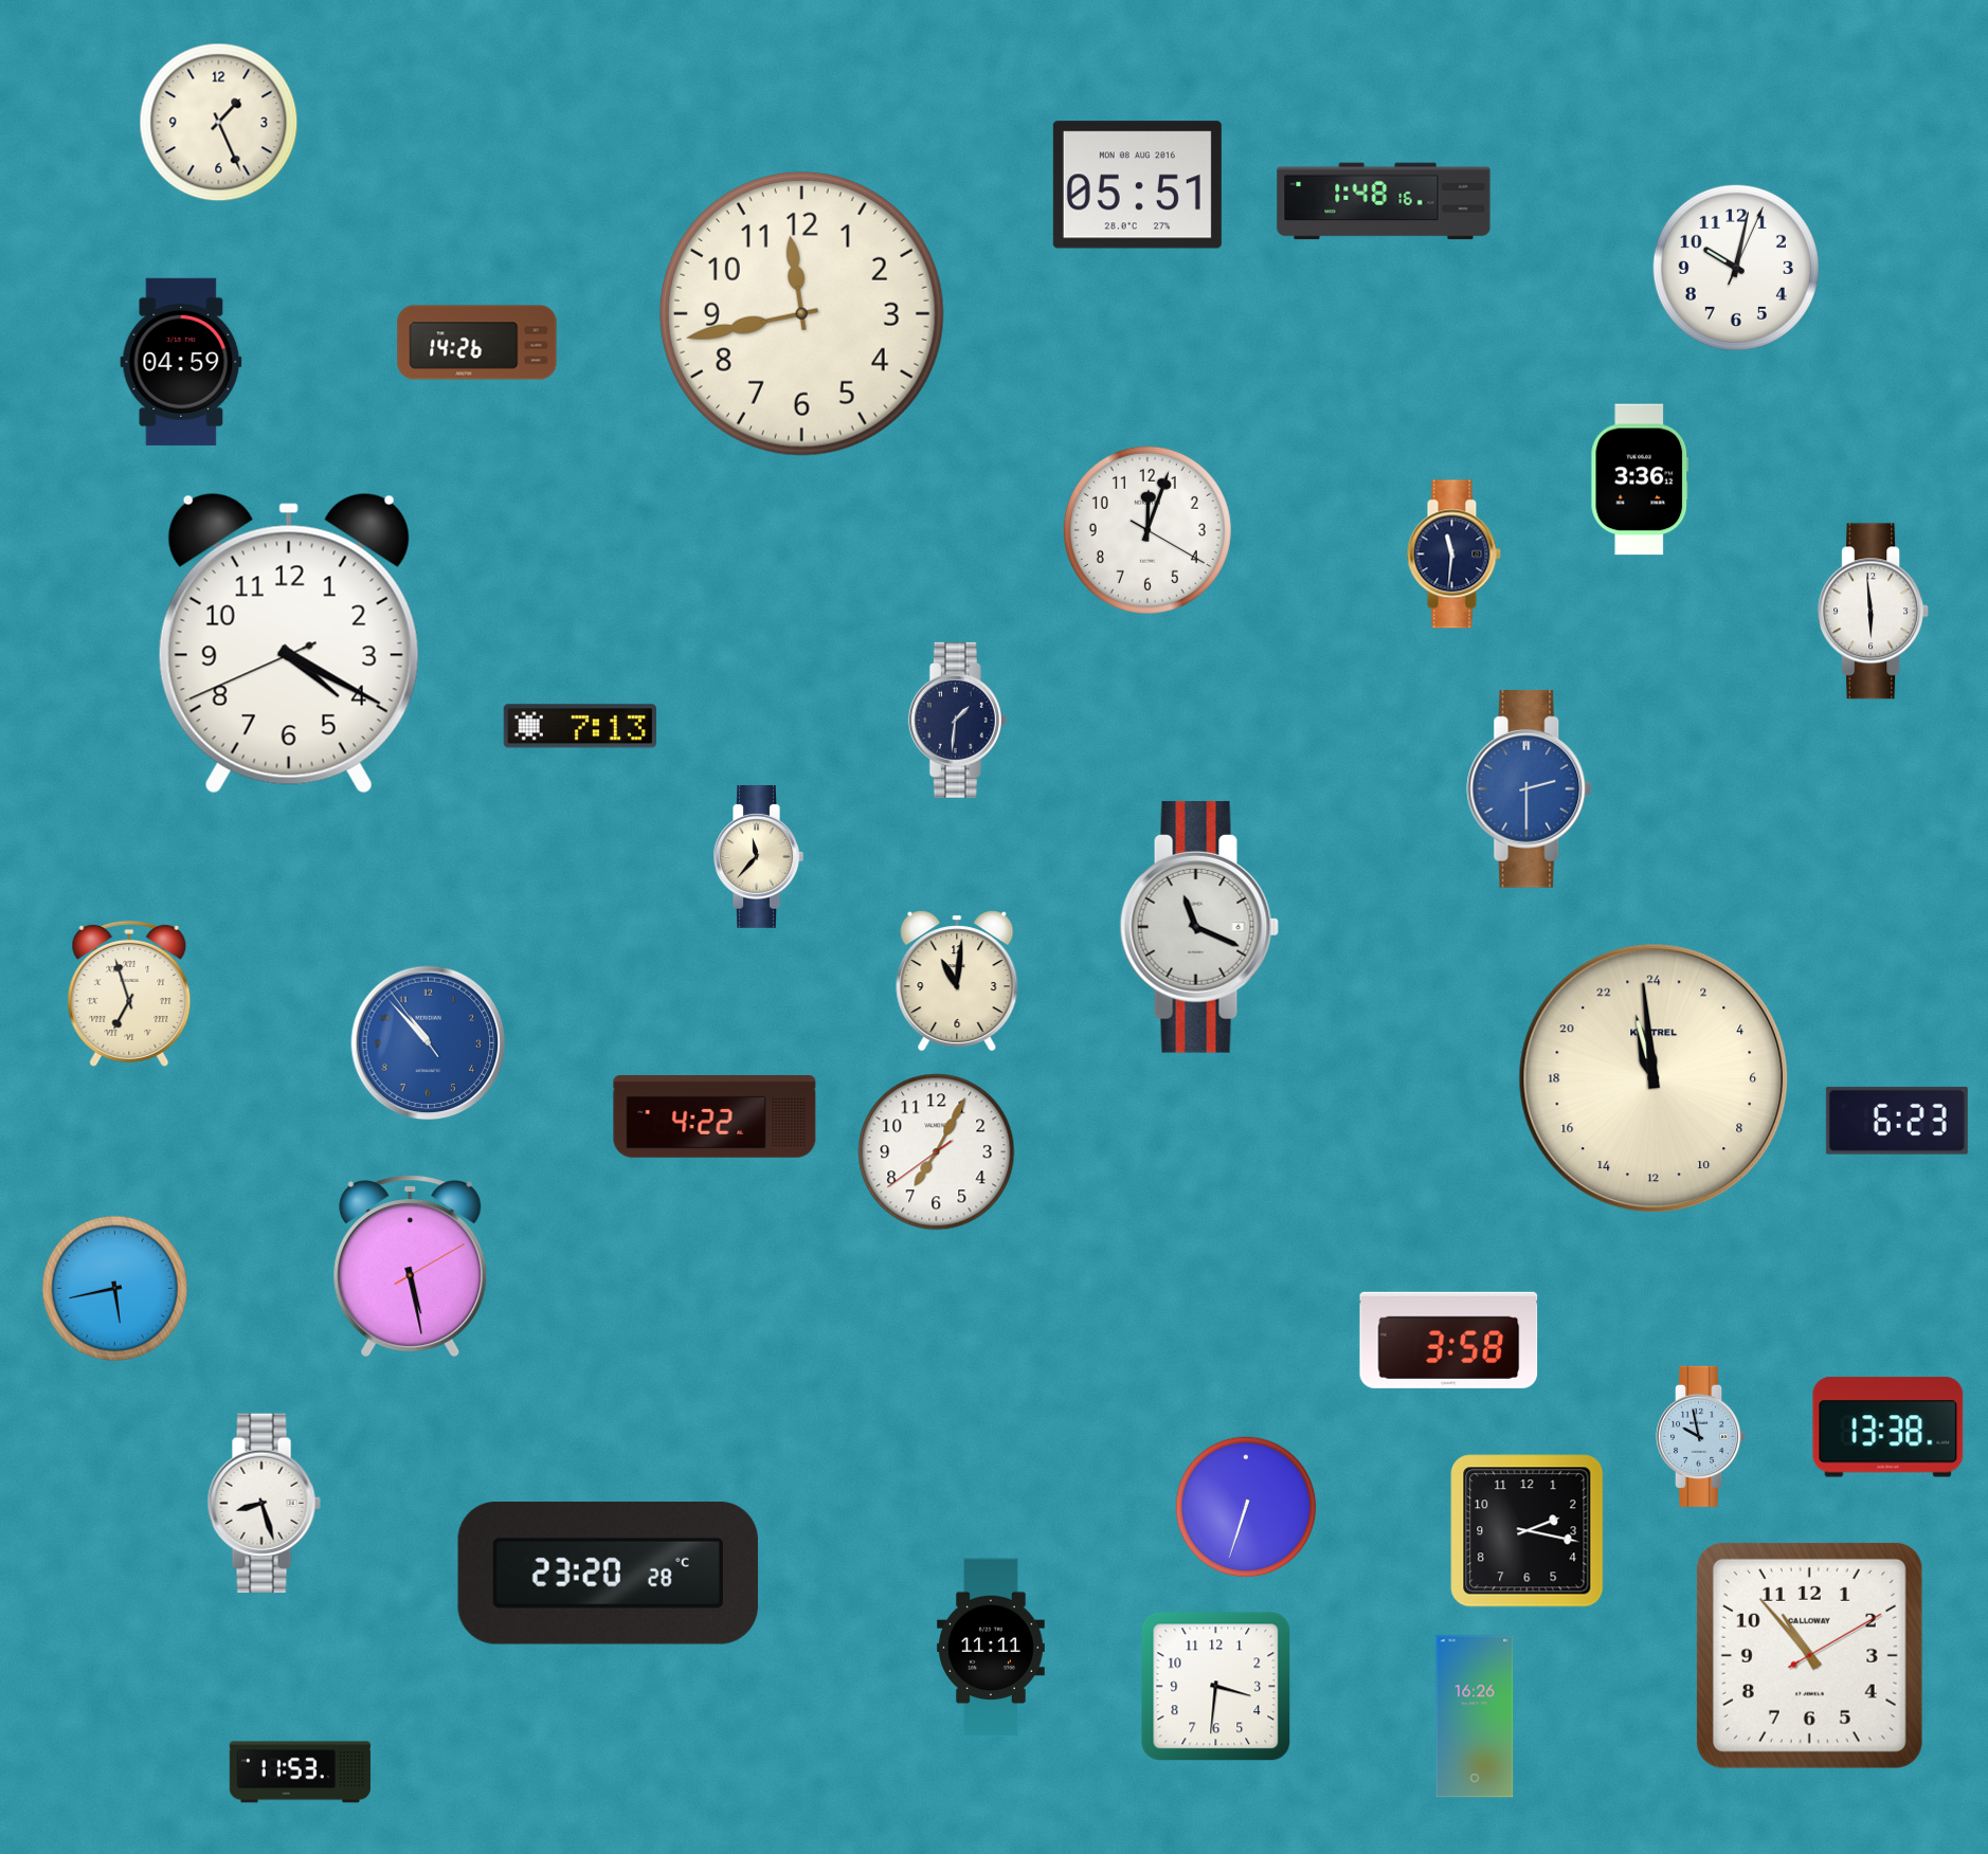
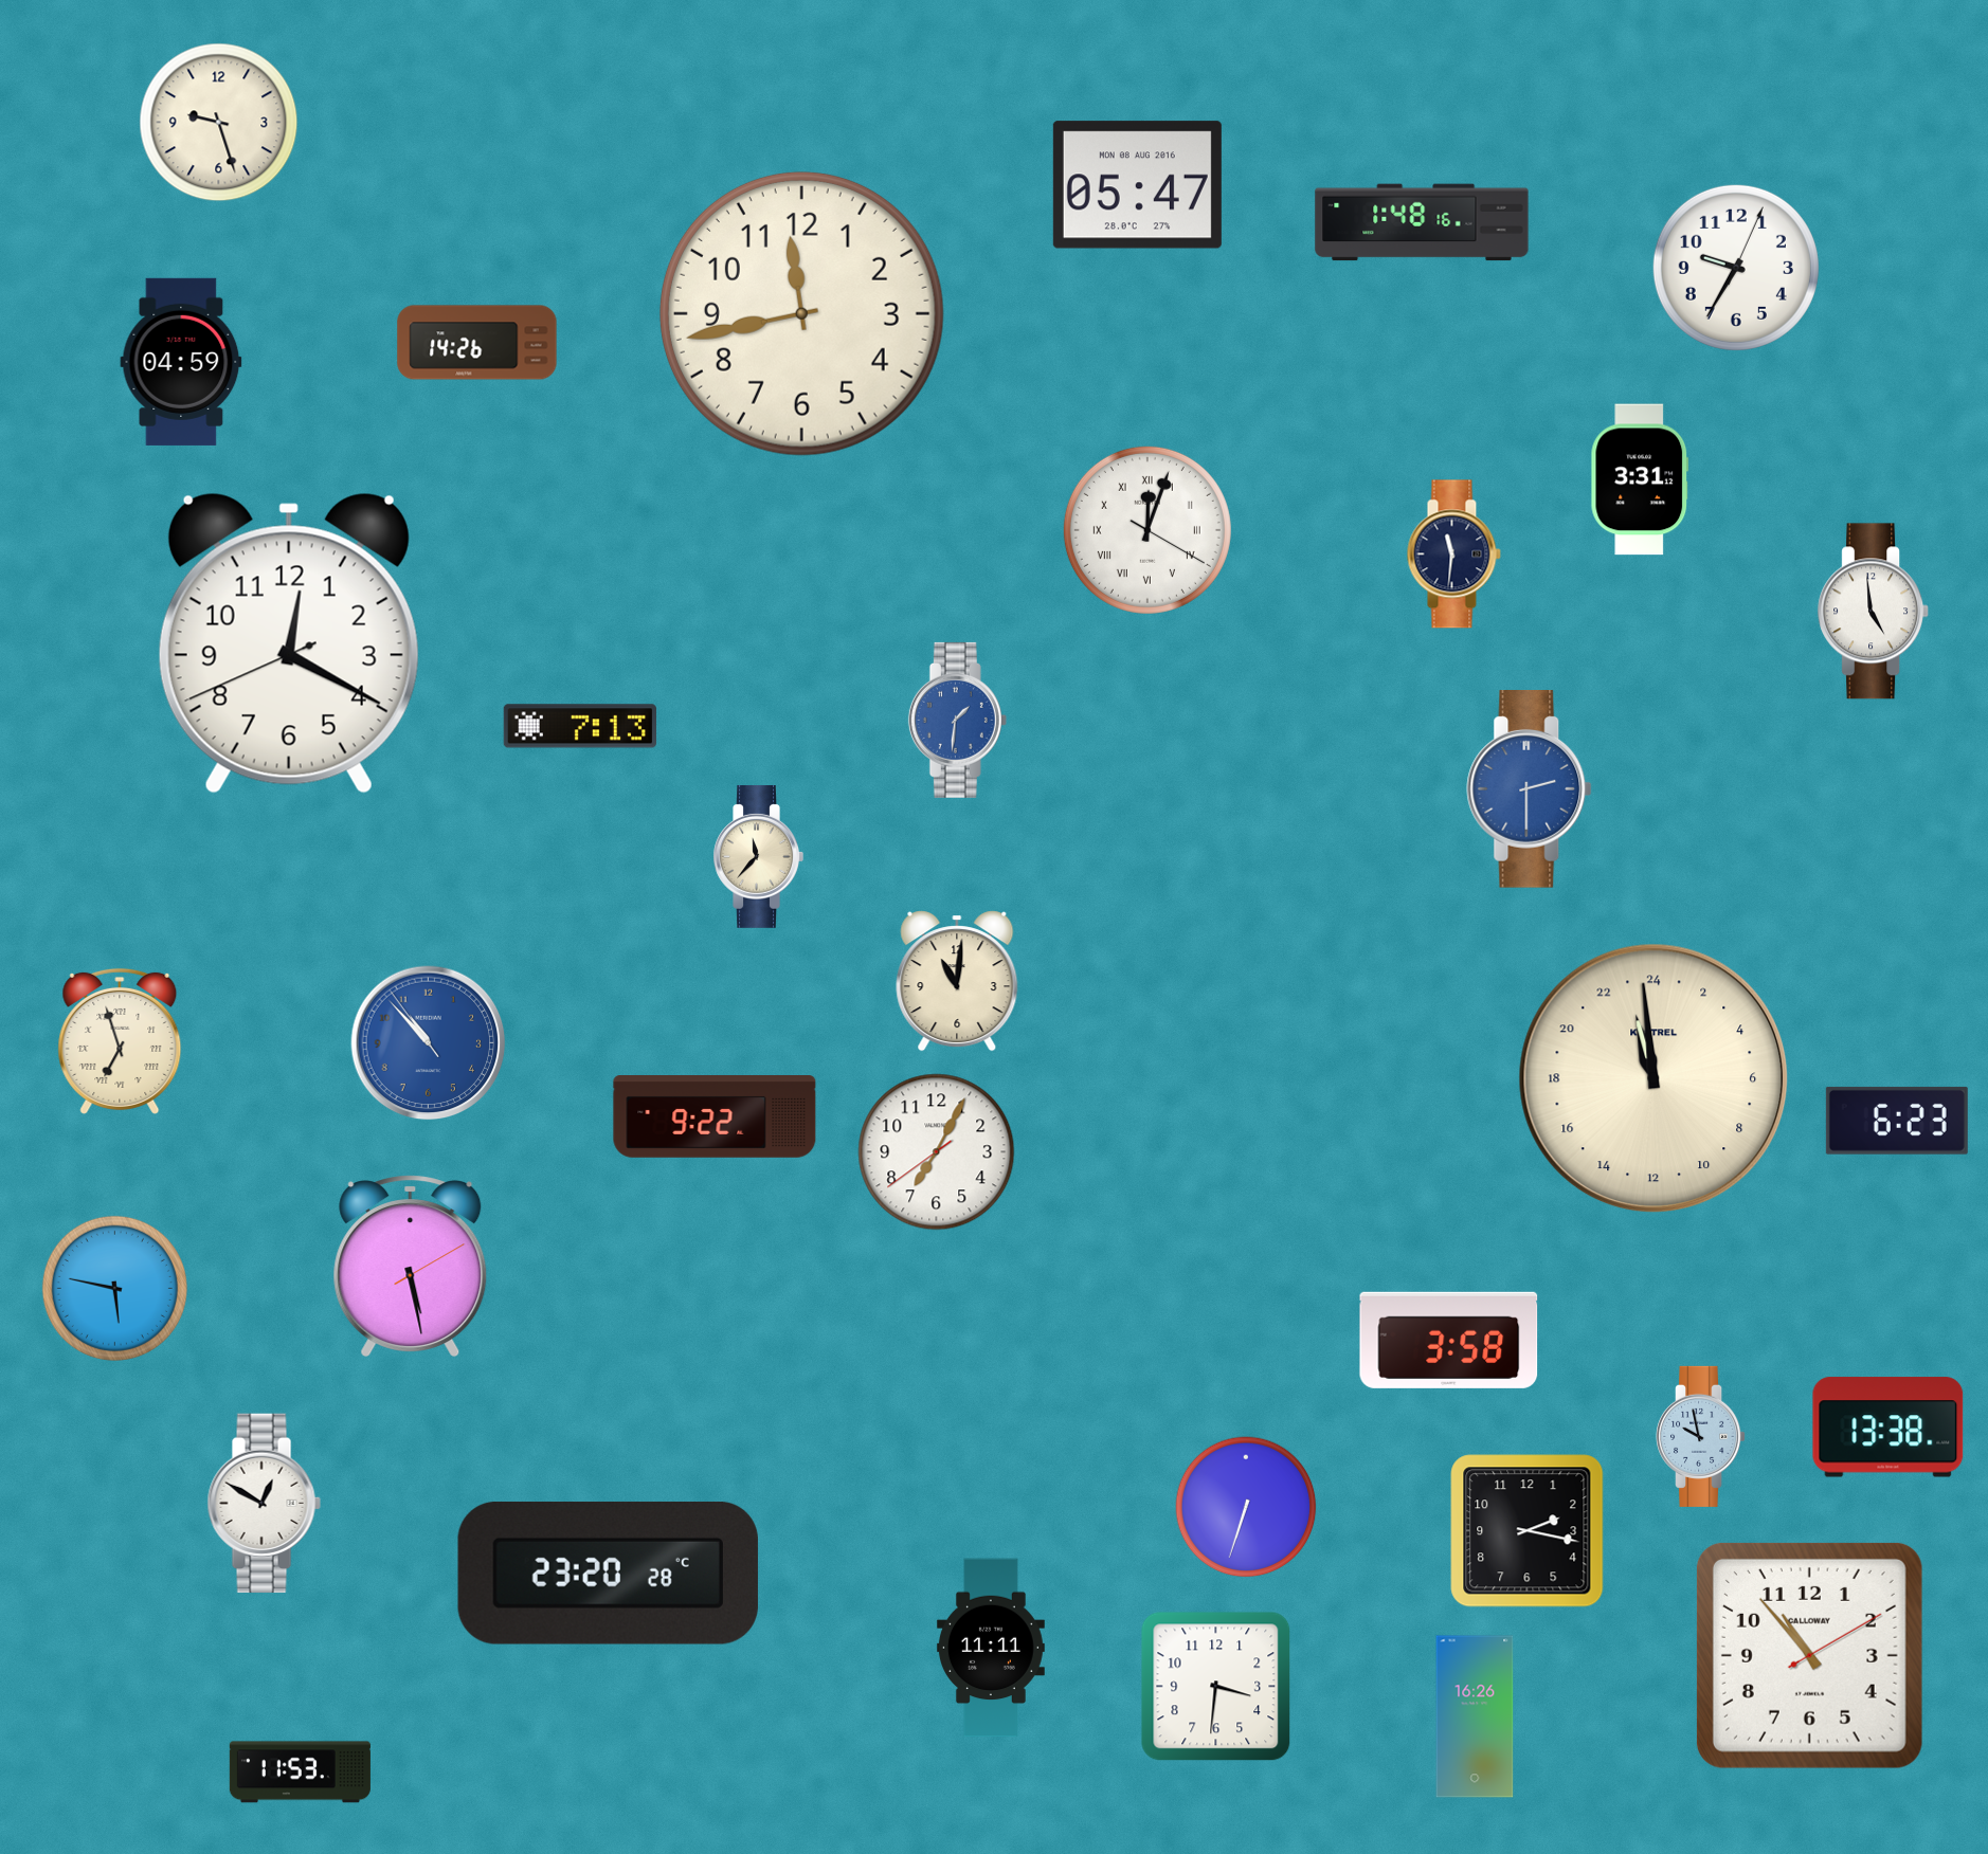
clock at (219, 123): 1:26 -> 9:27
clock at (1137, 185): 05:51 -> 05:47
clock at (1384, 201) position: (1384, 201) -> (1422, 222)
clock at (1736, 268): 10:02 -> 9:35
clock at (1640, 479): 3:36 -> 3:31
clock at (1147, 530) numerals: Arabic -> Roman
clock at (1874, 612): 5:59 -> 4:59
clock at (289, 643): 4:19 -> 12:19
clock at (957, 720) dial: navy -> blue
clock at (1199, 927): 11:19 -> none
clock at (129, 994) position: (129, 994) -> (120, 1041)
clock at (715, 1117): 4:22 -> 9:22
clock at (114, 1288): 5:43 -> 5:47
clock at (264, 1504): 8:27 -> 12:50
